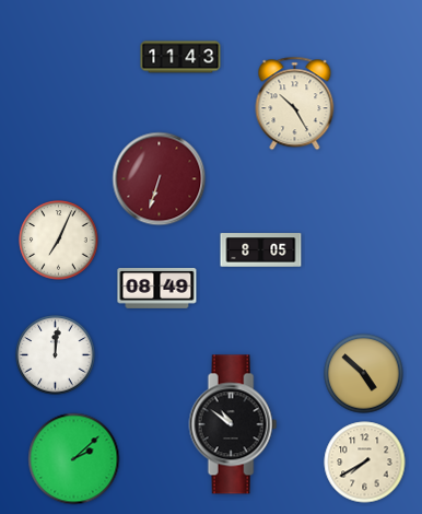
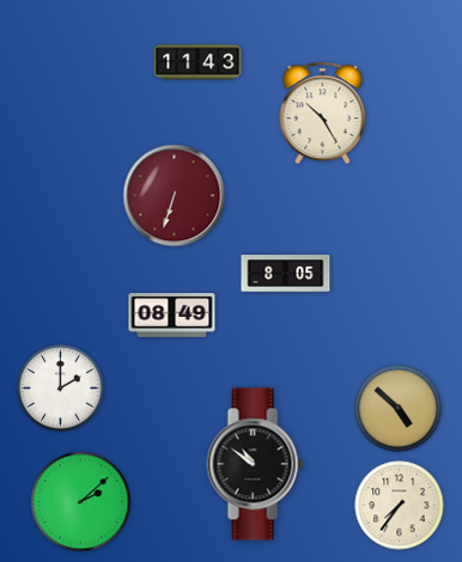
clock at (59, 241): 7:04 -> none
clock at (56, 355): 12:01 -> 2:00
clock at (365, 463): 7:40 -> 7:36
